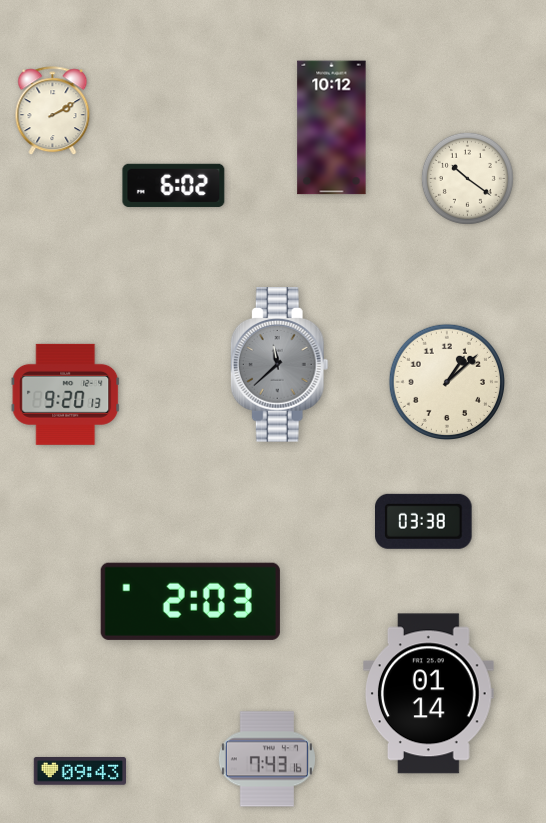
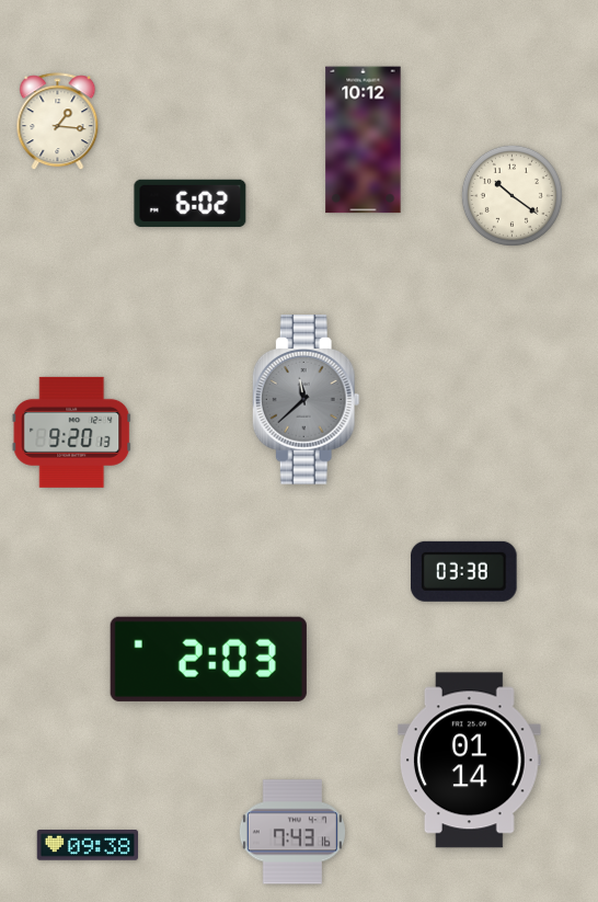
clock at (53, 111): 2:10 -> 1:16
clock at (446, 381): 1:08 -> none
clock at (79, 771): 09:43 -> 09:38
